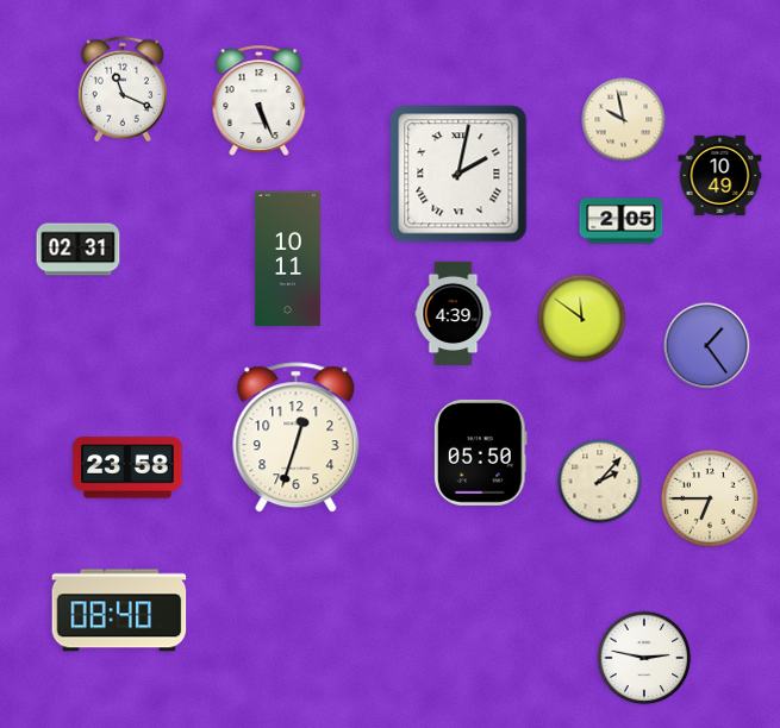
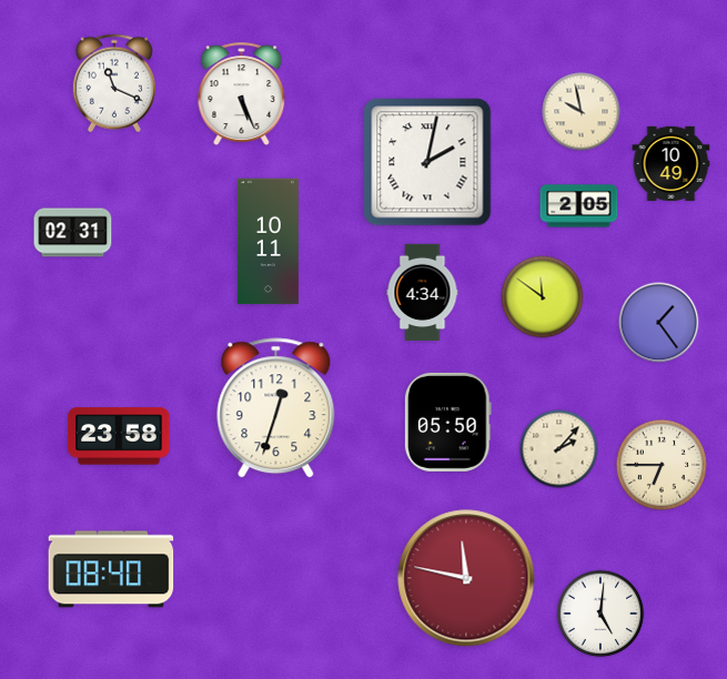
clock at (454, 314): 4:39 -> 4:34
clock at (466, 578): none -> 11:47
clock at (644, 658): 2:47 -> 5:01
